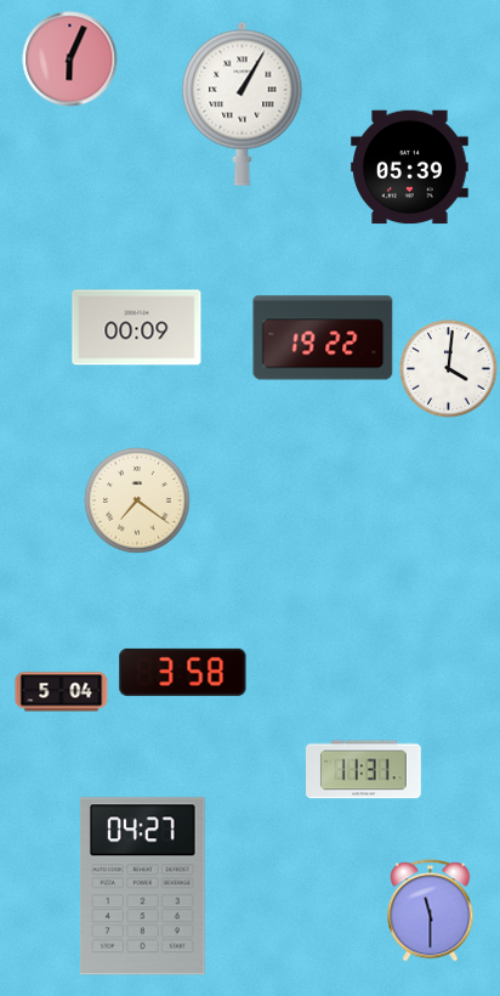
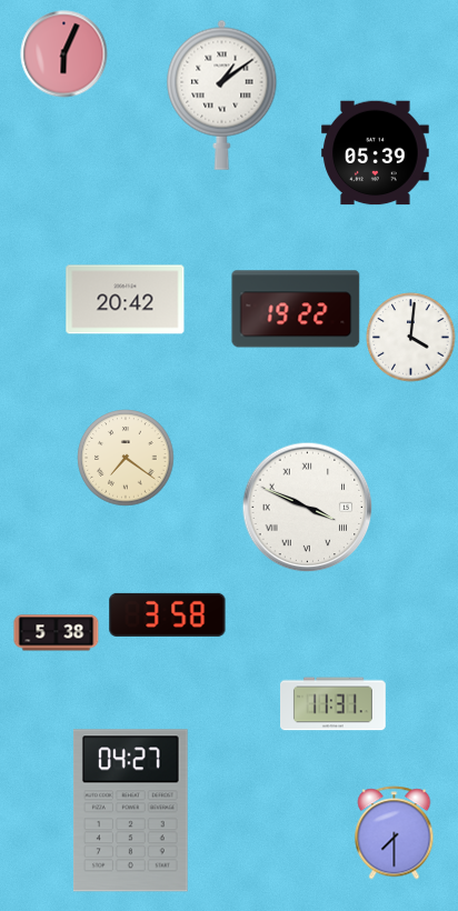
clock at (243, 103): 1:05 -> 1:09
clock at (137, 328): 00:09 -> 20:42
clock at (308, 508): none -> 3:49
clock at (62, 692): 5:04 -> 5:38
clock at (431, 911): 11:30 -> 7:30
